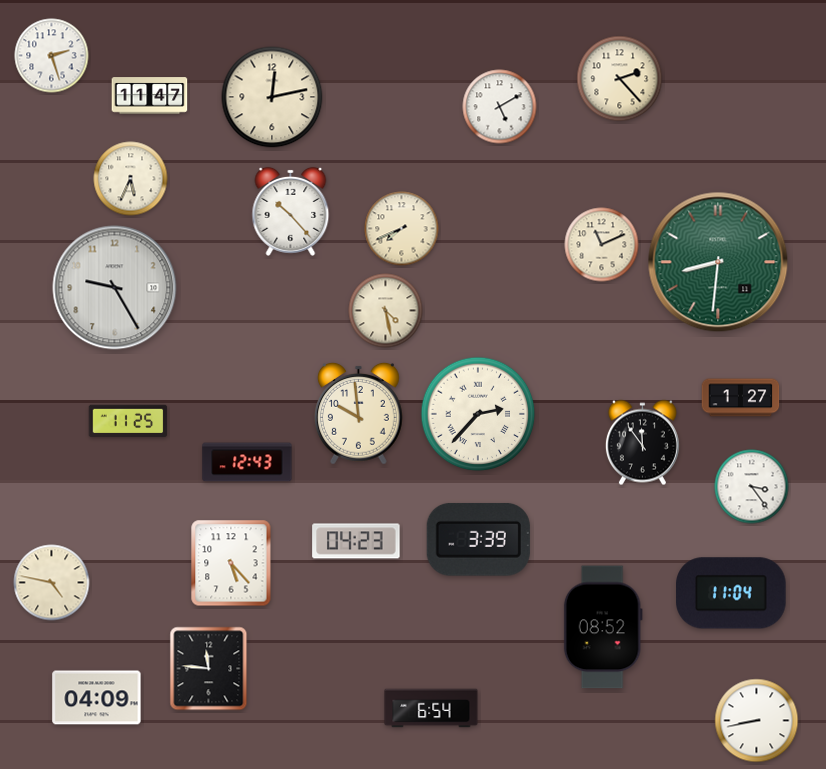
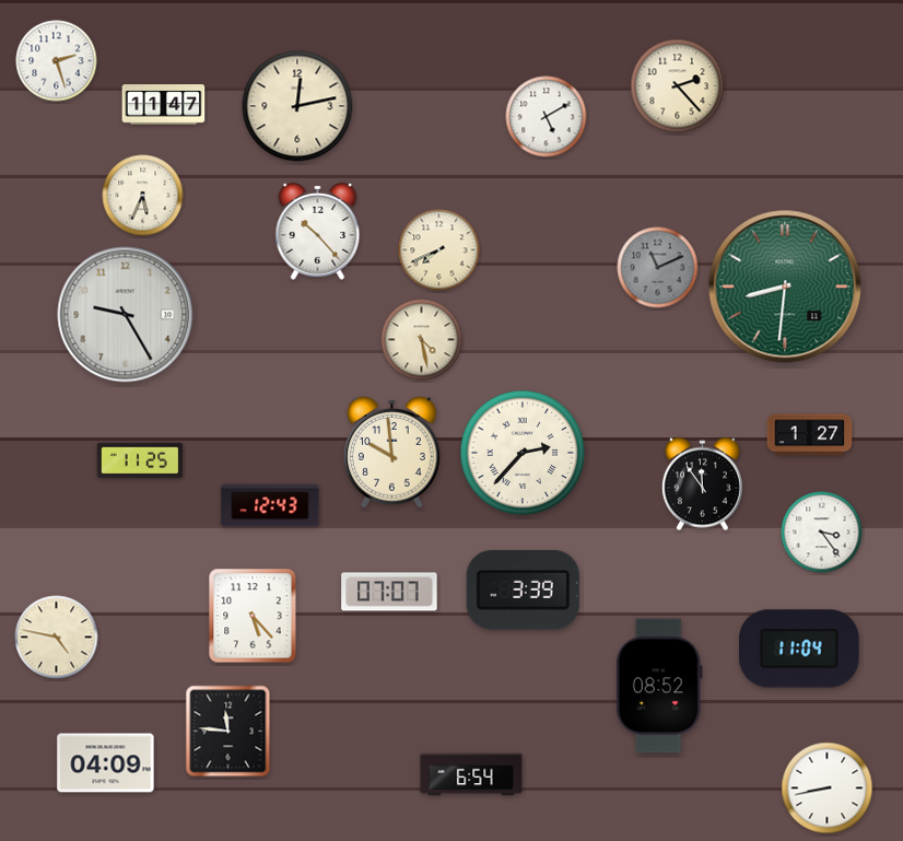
clock at (602, 245) dial: cream -> grey
clock at (356, 541): 04:23 -> 07:07
